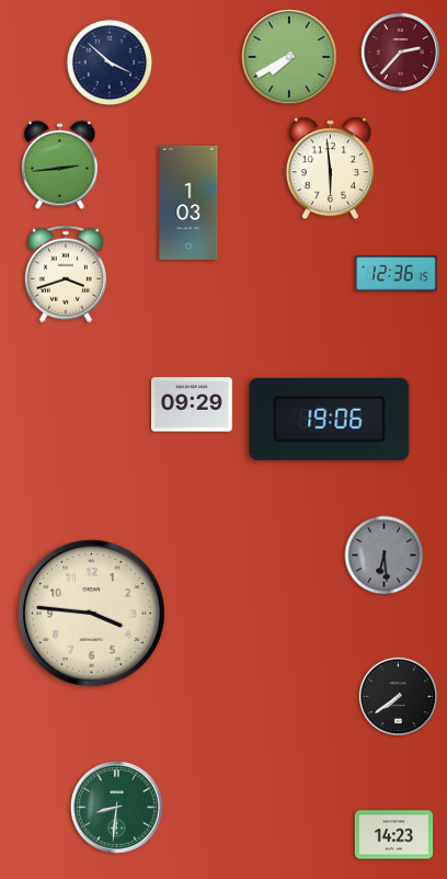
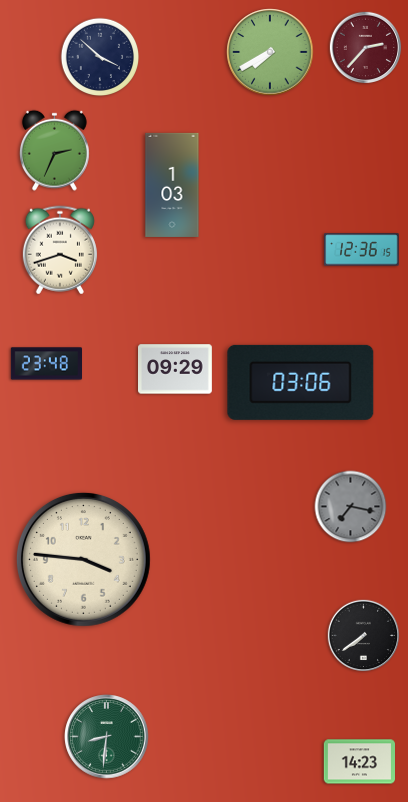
clock at (289, 57) position: (289, 57) -> (270, 52)
clock at (59, 164): 2:44 -> 2:34
clock at (330, 169): 5:59 -> none
clock at (46, 364): none -> 23:48
clock at (330, 419): 19:06 -> 03:06
clock at (385, 556): 6:29 -> 7:17
